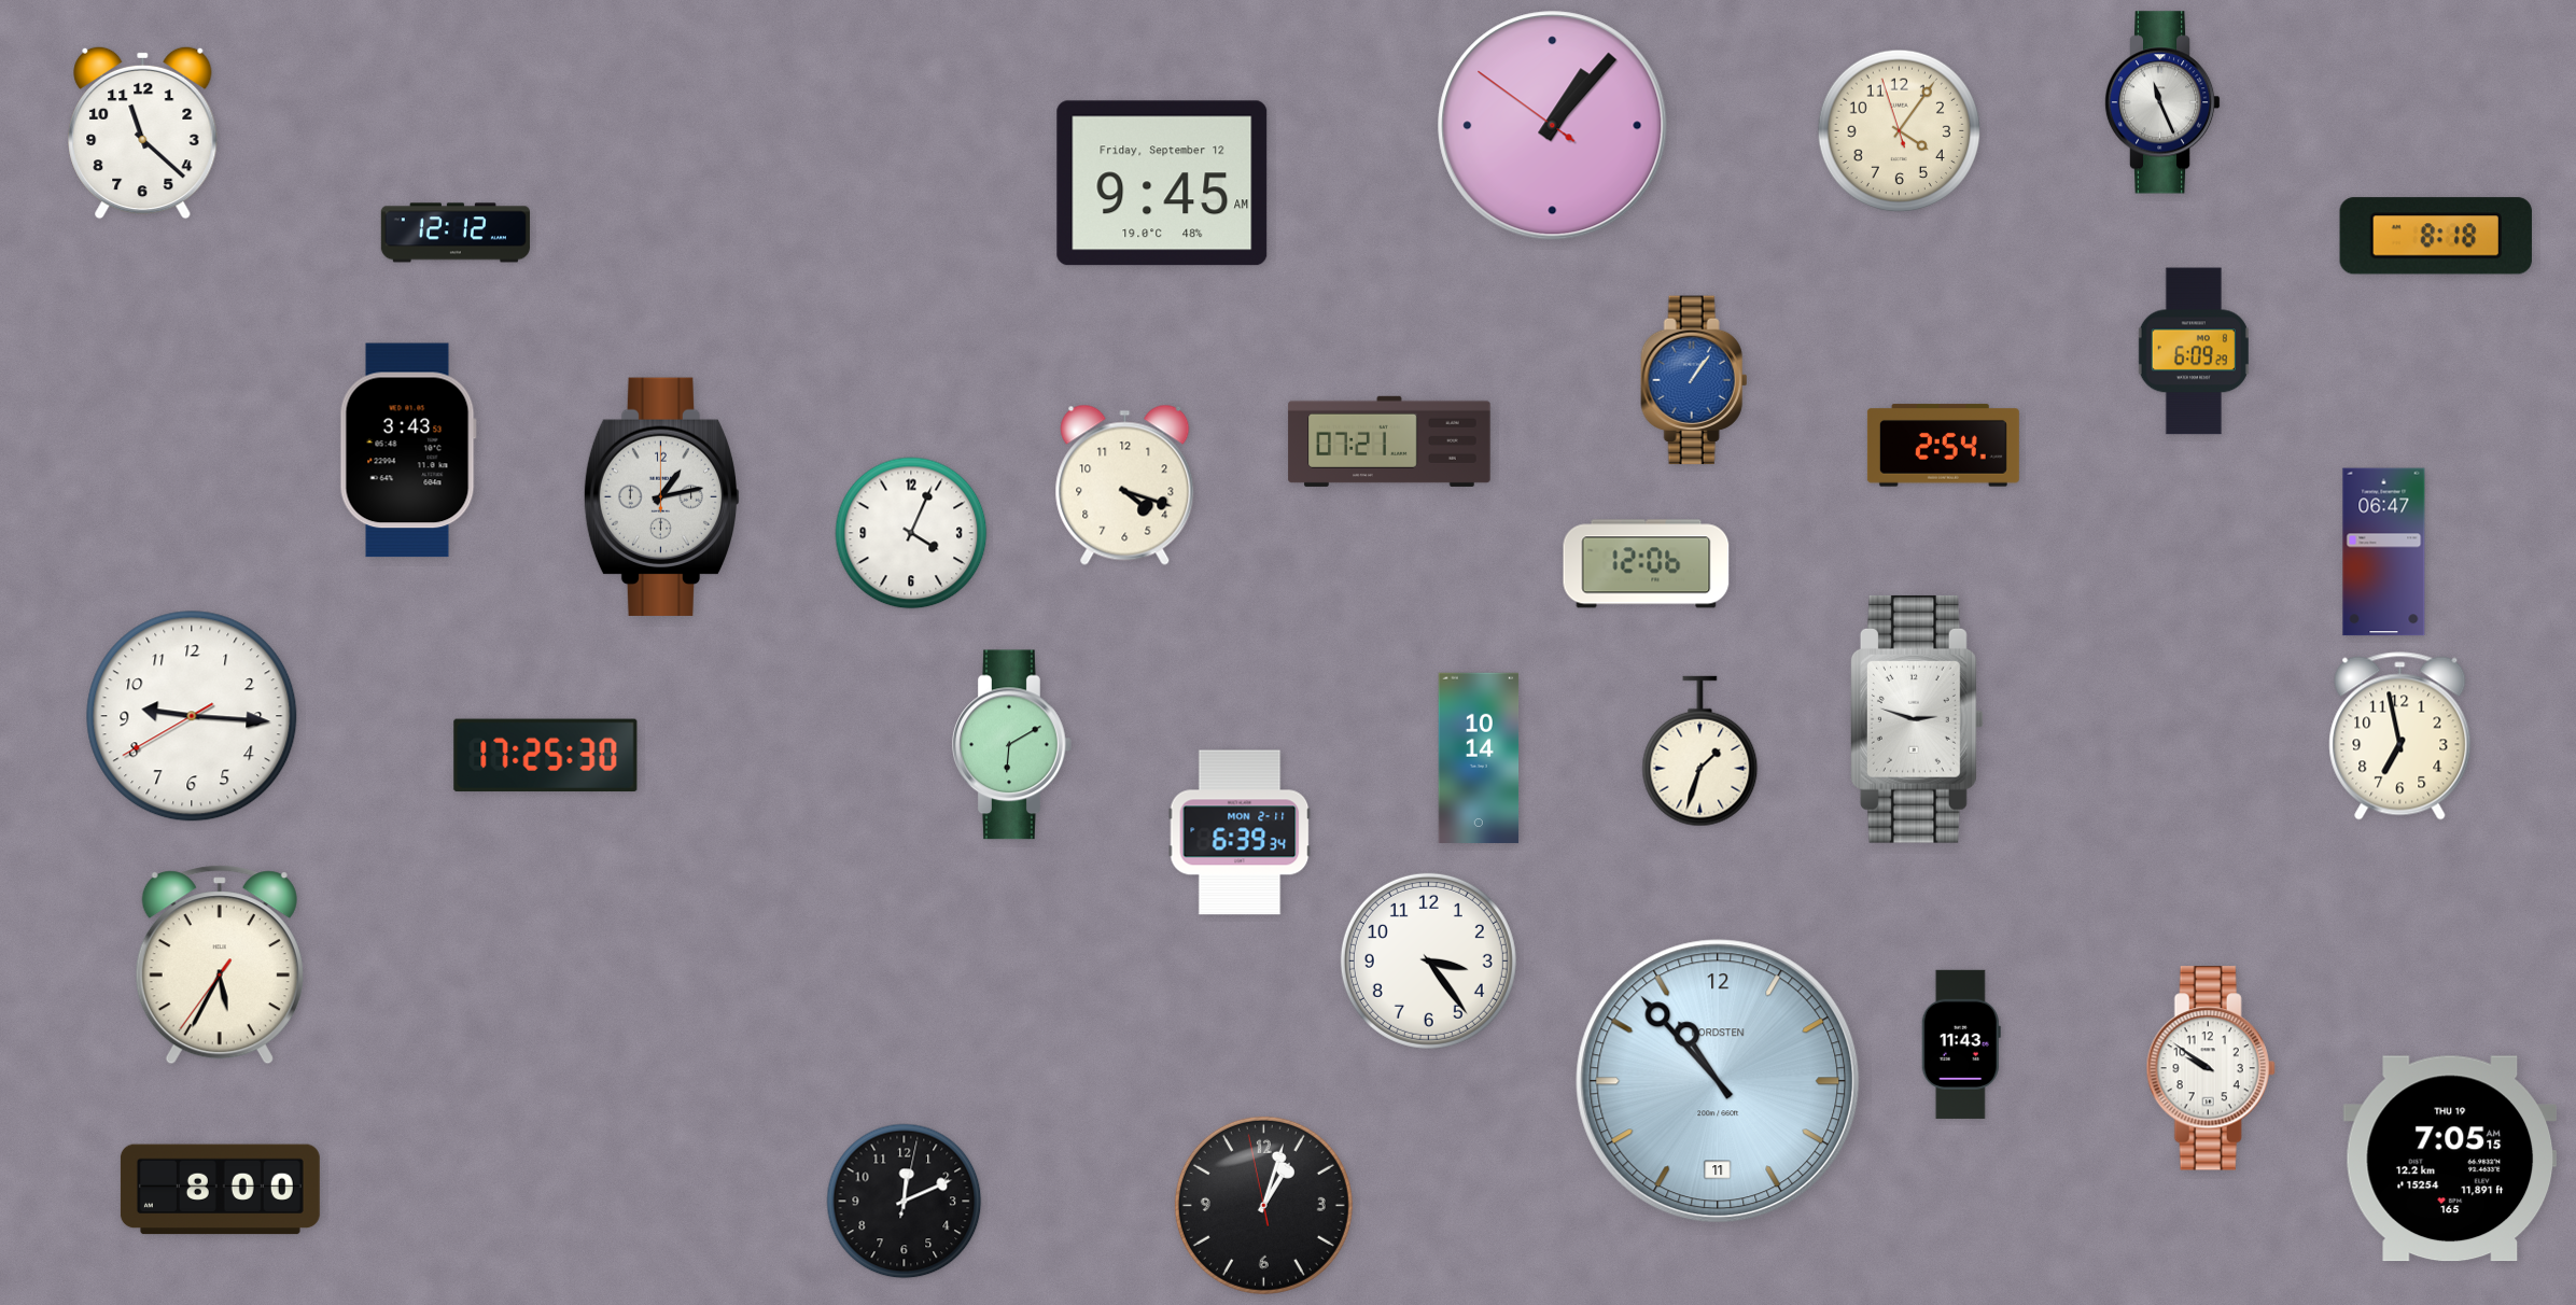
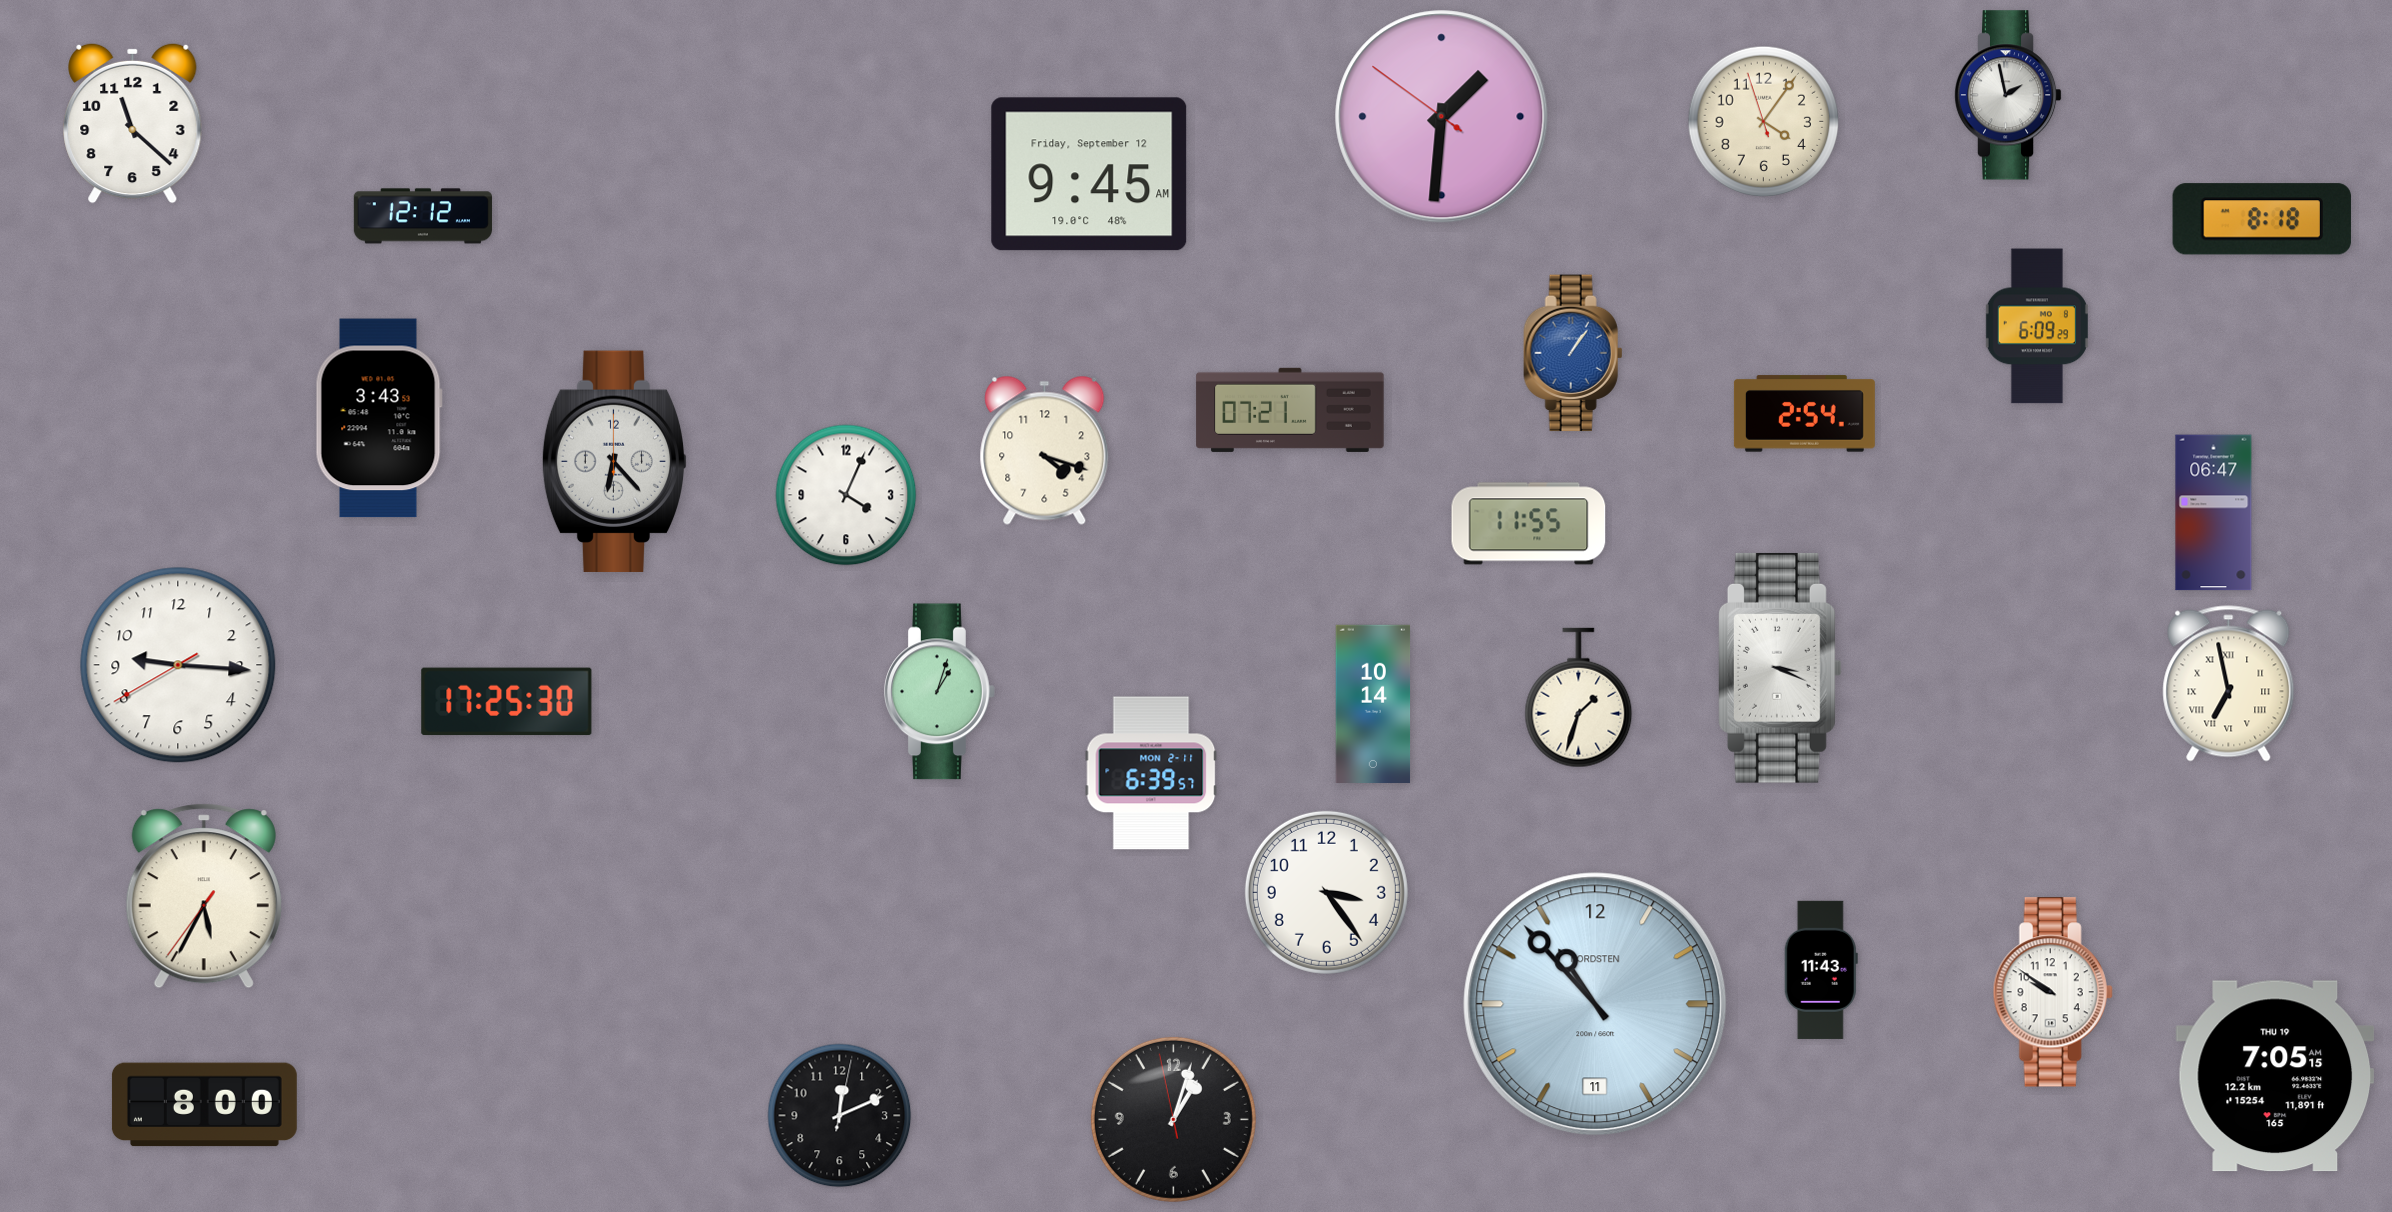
clock at (2162, 102): 11:26 -> 1:58
clock at (1553, 126): 1:06 -> 1:30
clock at (1162, 183) position: (1162, 183) -> (1089, 174)
clock at (662, 496): 1:13 -> 6:23
clock at (1647, 564): 12:06 -> 11:55
clock at (1917, 719): 2:48 -> 3:19
clock at (2400, 736) numerals: Arabic -> Roman
clock at (1012, 745): 6:10 -> 1:03
clock at (1240, 832): 6:39:34 -> 6:39:57
